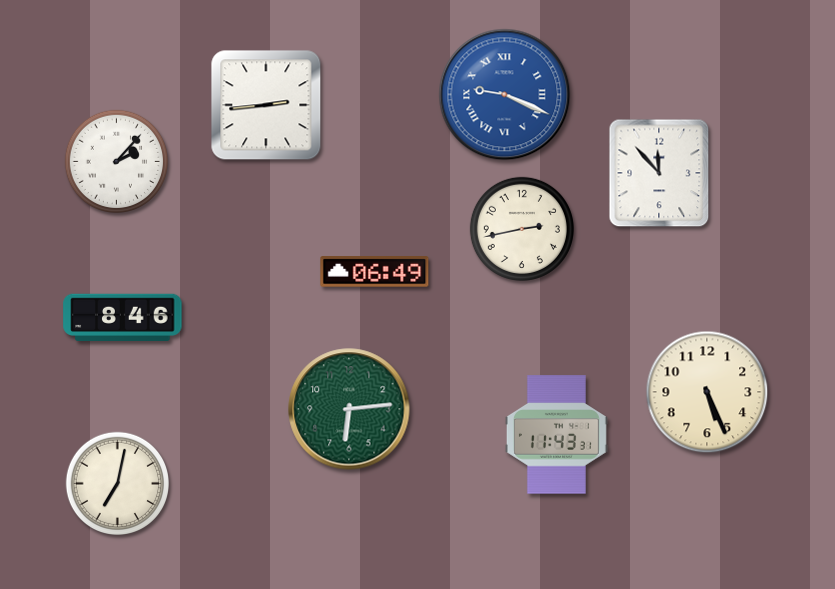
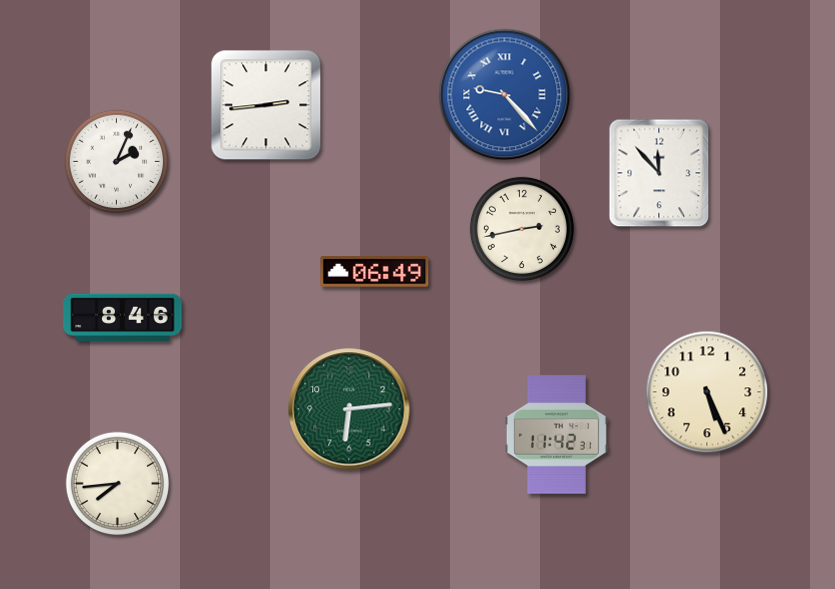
clock at (505, 95): 9:19 -> 9:23
clock at (116, 161): 2:07 -> 2:04
clock at (556, 435): 11:43 -> 11:42
clock at (117, 483): 7:02 -> 7:44
